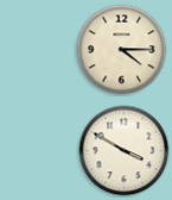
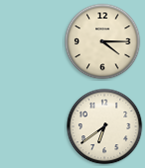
clock at (125, 151): 3:50 -> 6:39
